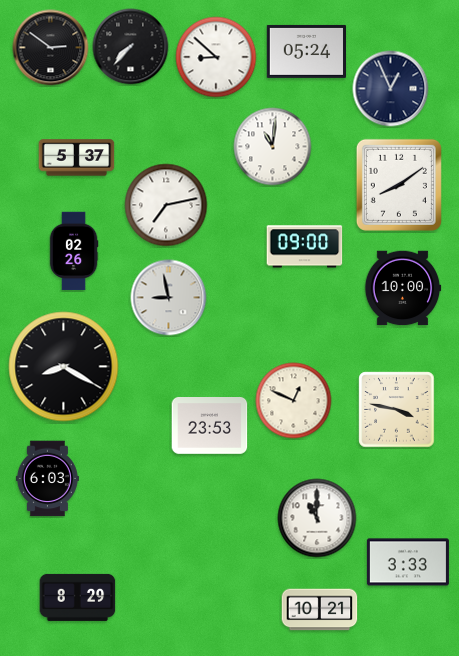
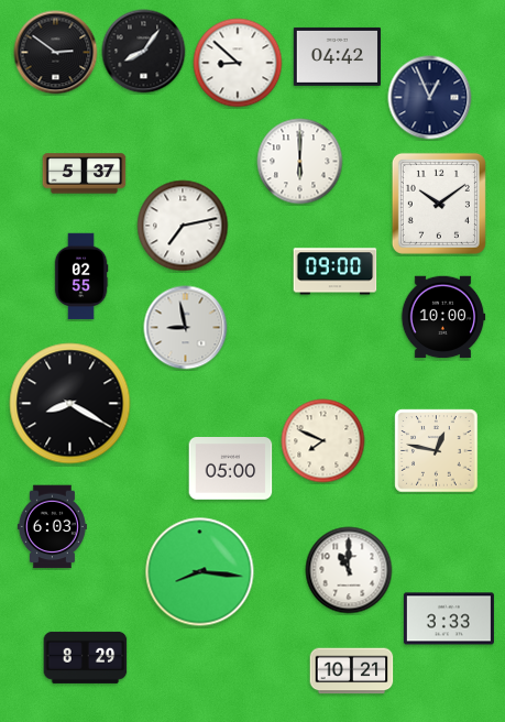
clock at (131, 47): 7:37 -> 8:06
clock at (306, 51): 05:24 -> 04:42
clock at (273, 147): 11:01 -> 6:00
clock at (399, 185): 8:09 -> 10:09
clock at (74, 251): 02:26 -> 02:55
clock at (294, 401): 12:49 -> 7:49
clock at (397, 410): 3:47 -> 12:47
clock at (210, 426): 23:53 -> 05:00
clock at (200, 572): none -> 8:16
